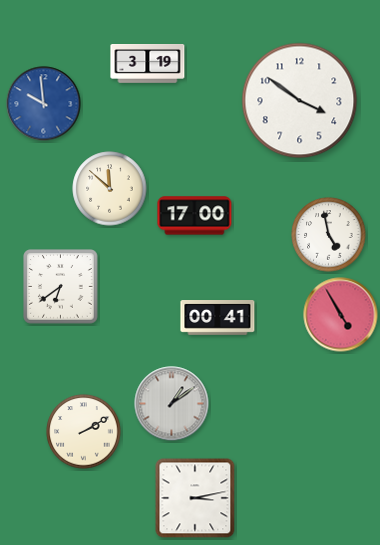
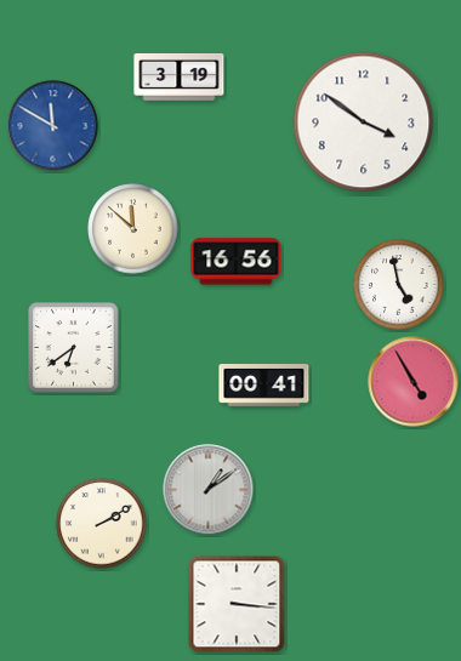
clock at (44, 104): 9:59 -> 11:50
clock at (195, 216): 17:00 -> 16:56
clock at (195, 498): 3:13 -> 3:16
